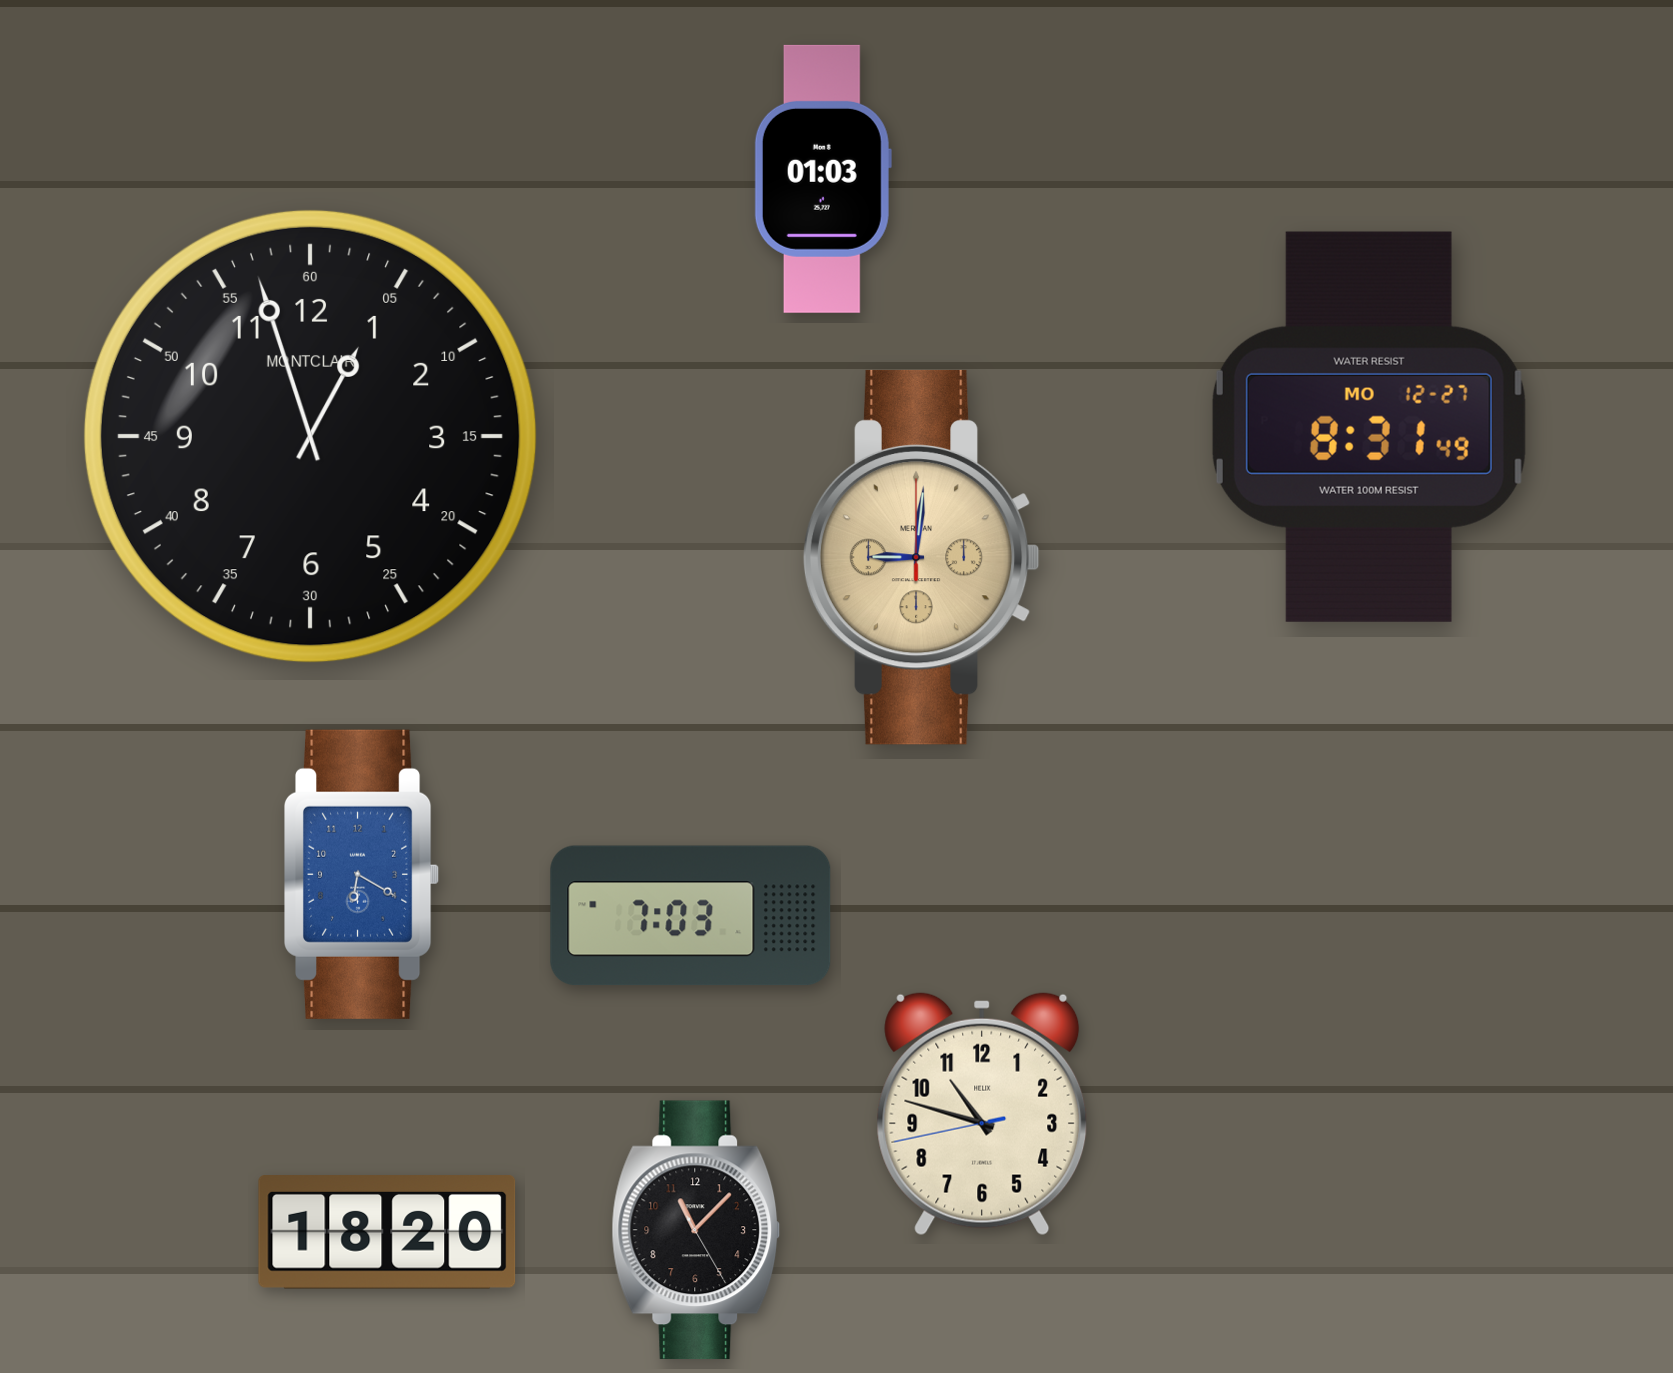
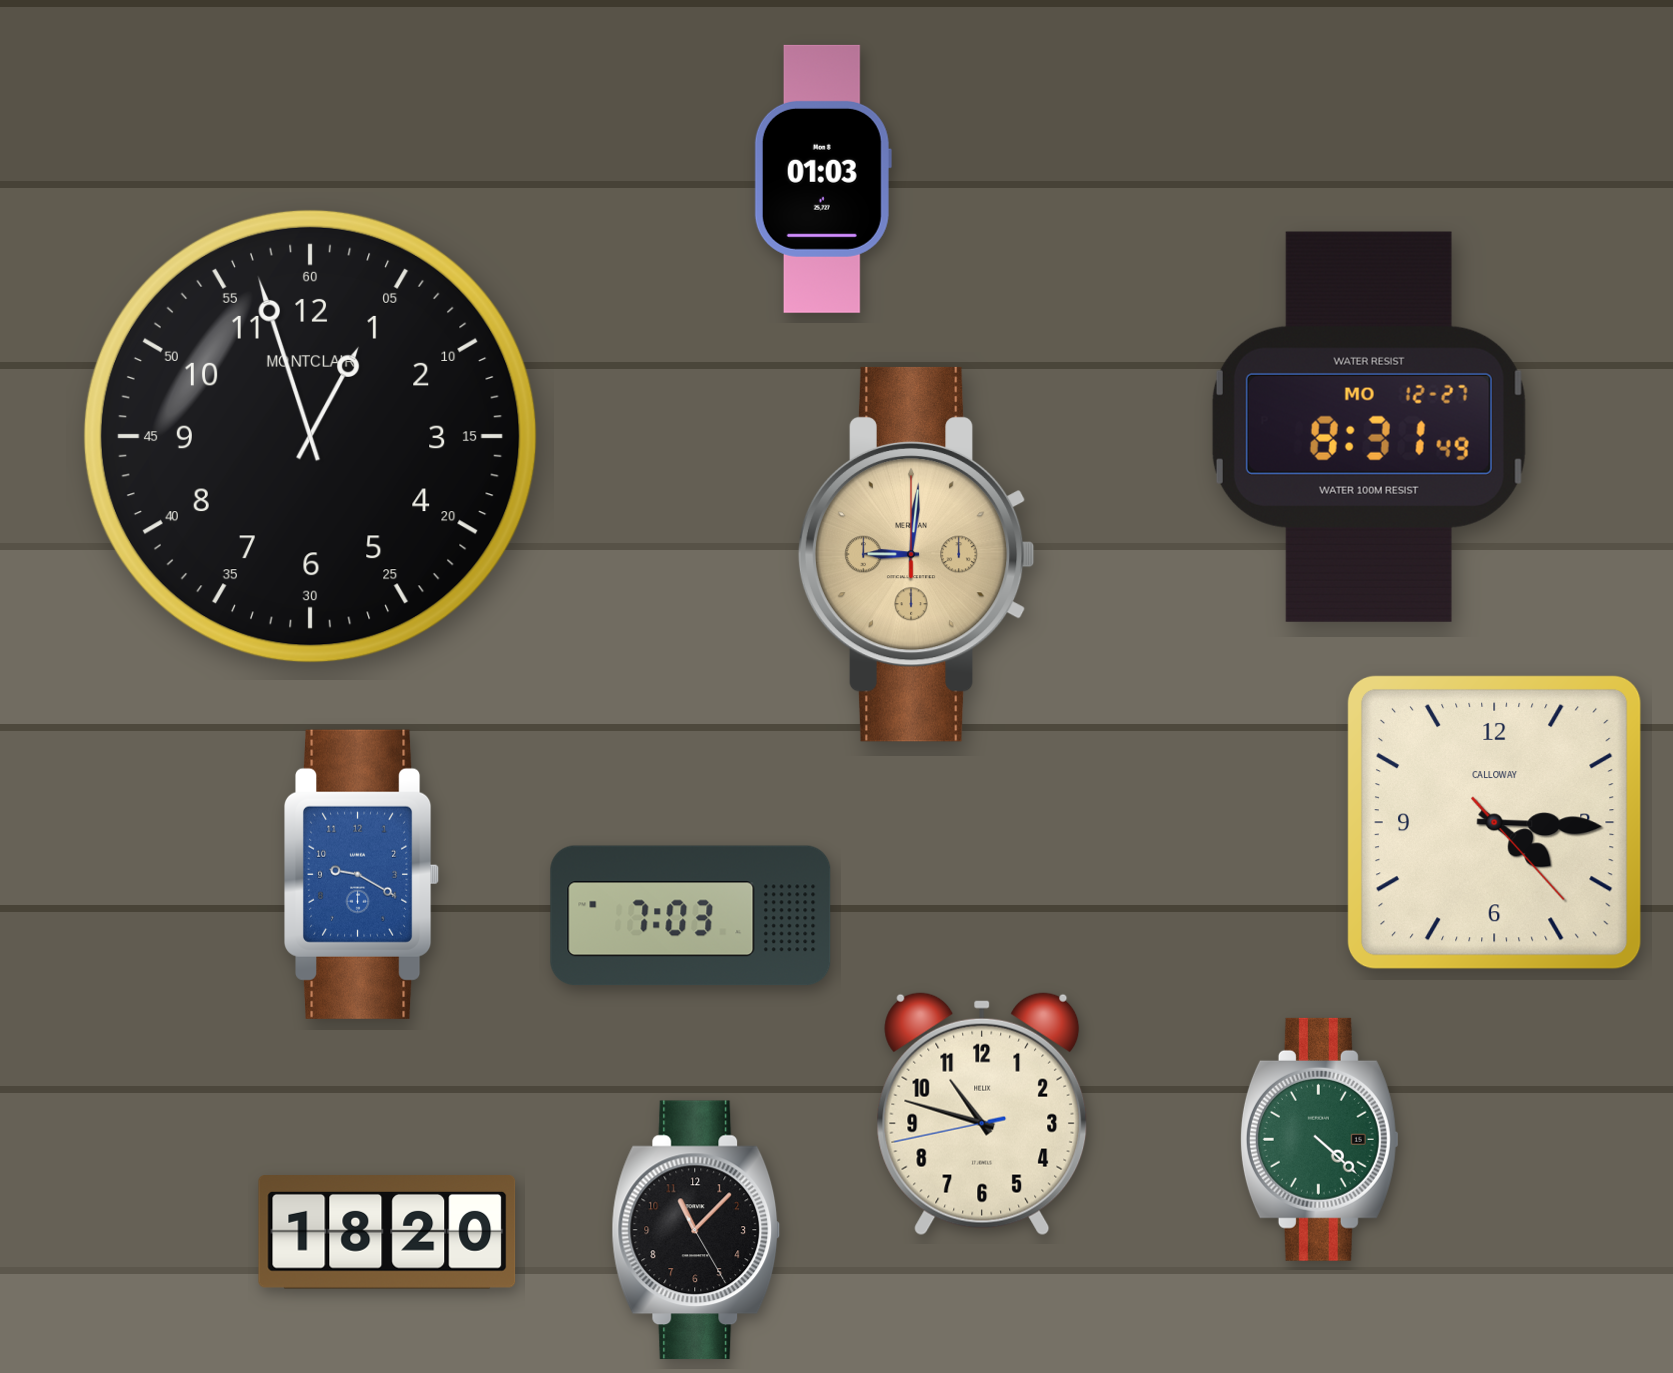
clock at (921, 557) position: (921, 557) -> (916, 554)
clock at (1494, 822): none -> 4:15
clock at (363, 874): 6:20 -> 9:20
clock at (1319, 1139): none -> 4:22
